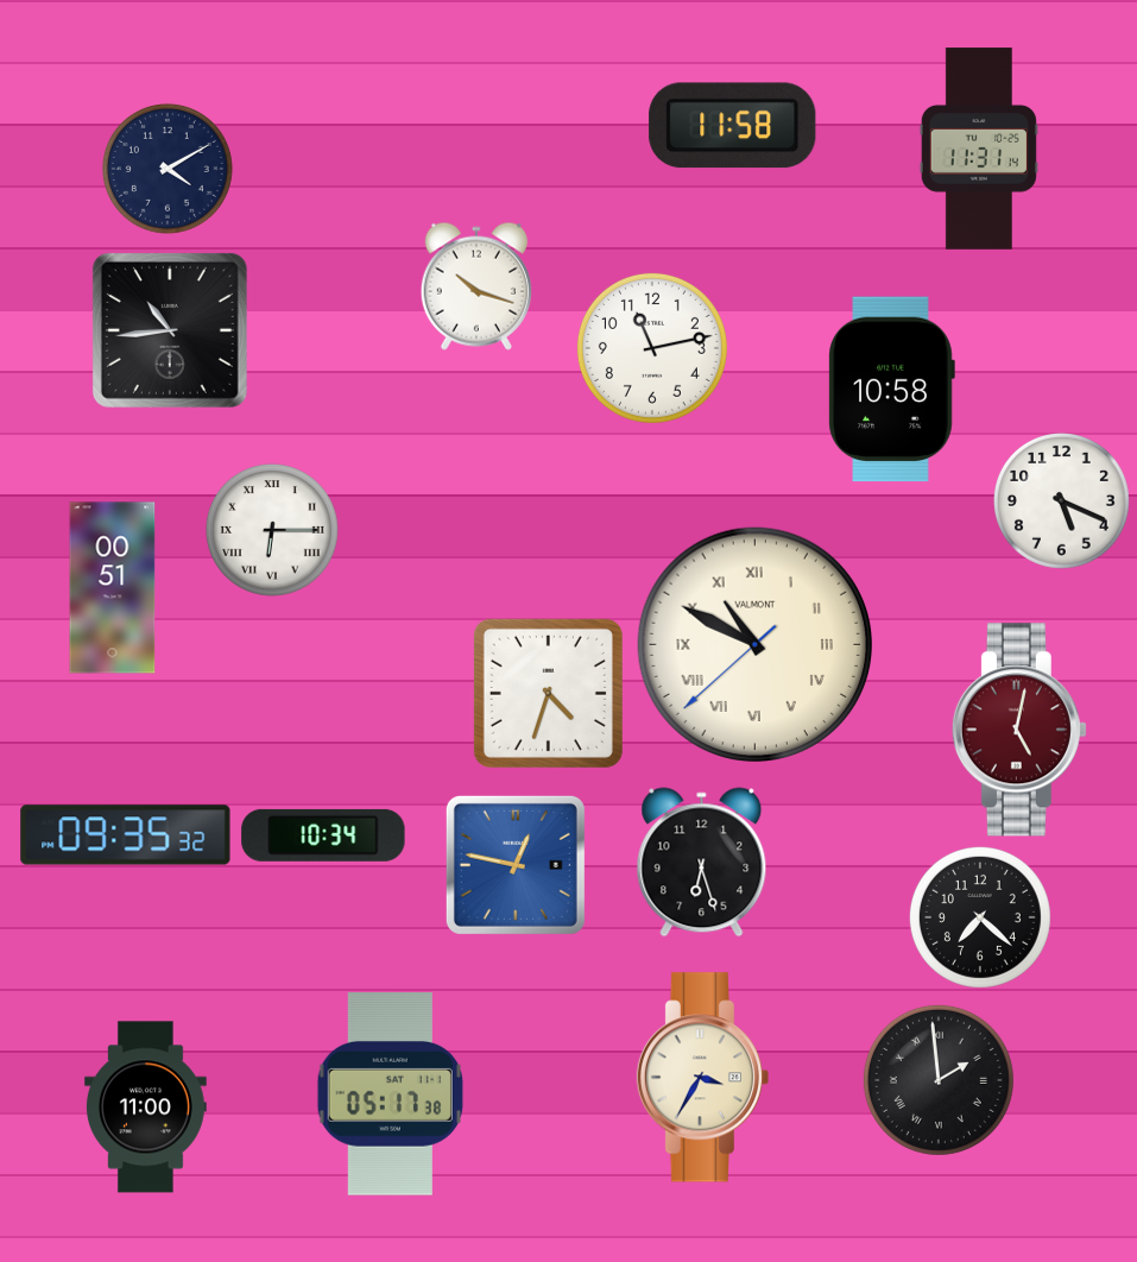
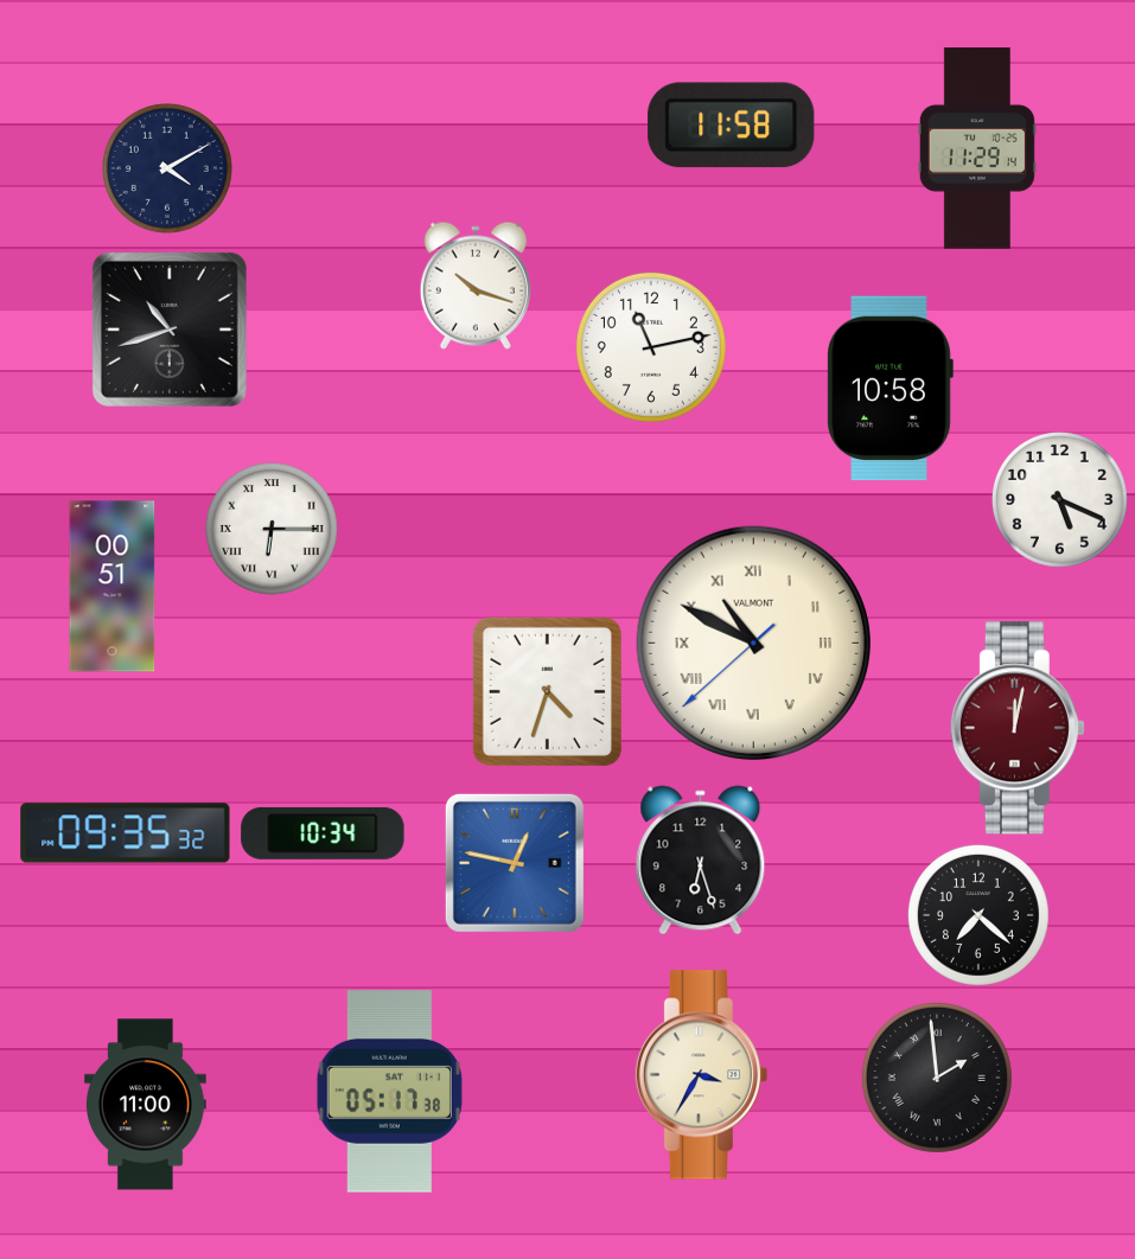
clock at (979, 149): 11:31 -> 11:29
clock at (170, 330): 10:44 -> 10:42
clock at (1019, 730): 5:02 -> 12:02
